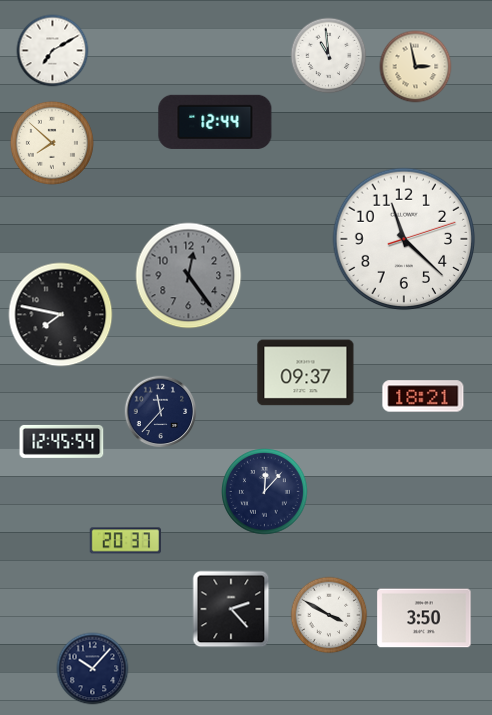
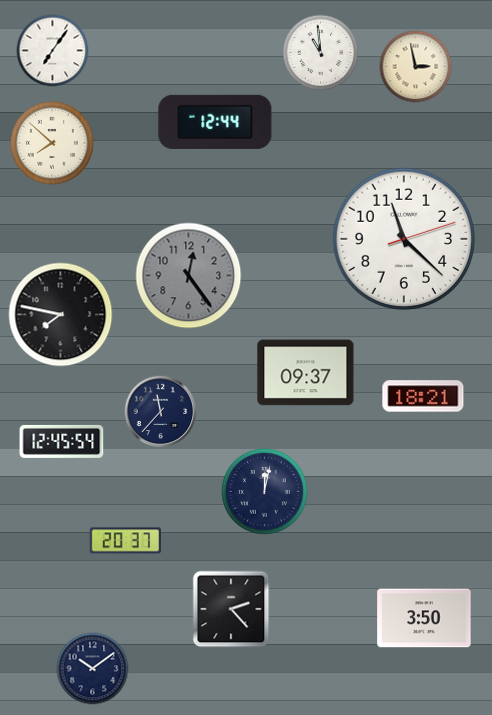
clock at (53, 51): 7:10 -> 7:06
clock at (329, 56) position: (329, 56) -> (321, 53)
clock at (265, 492): 12:07 -> 12:02
clock at (329, 615): 3:50 -> none
clock at (93, 669): 10:07 -> 10:09
